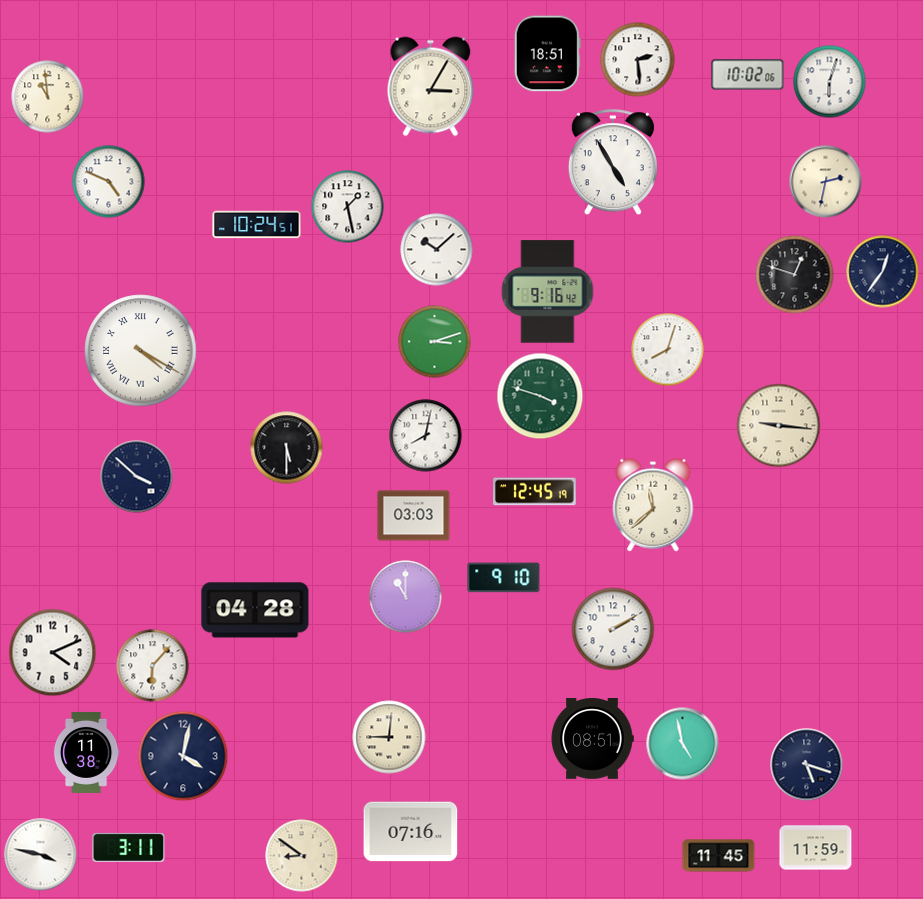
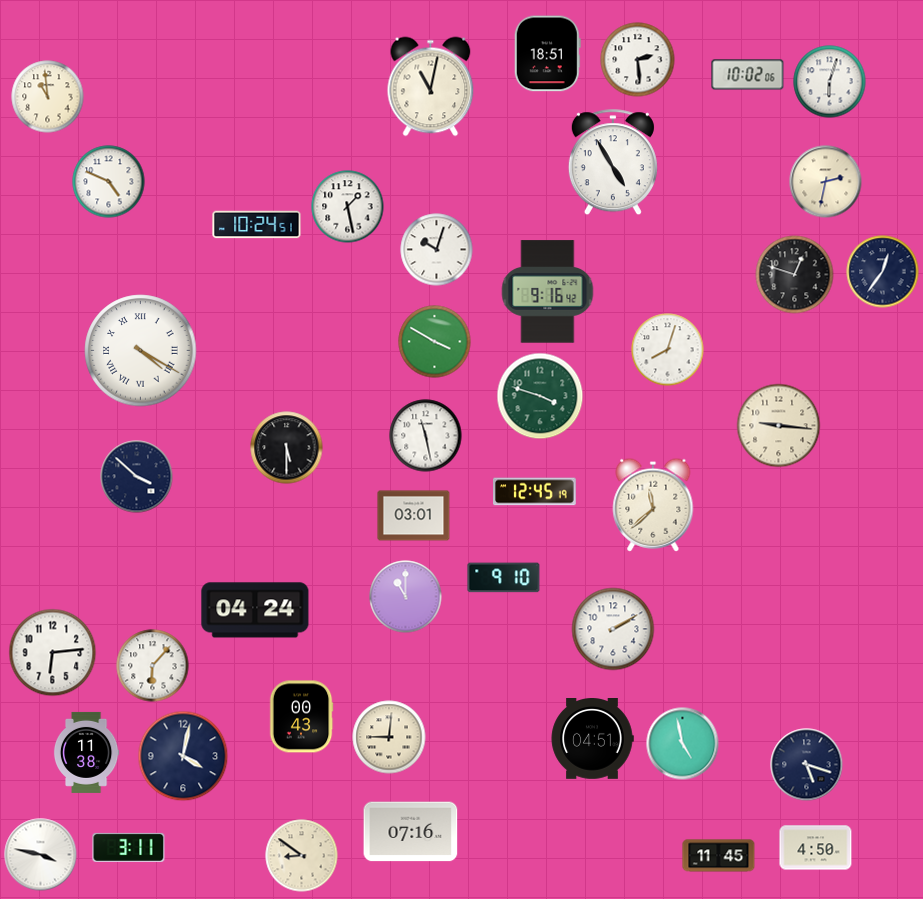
clock at (431, 87): 3:05 -> 11:02
clock at (437, 250): 10:08 -> 10:03
clock at (435, 342): 3:12 -> 3:50
clock at (426, 436): 8:02 -> 11:28
clock at (414, 516): 03:03 -> 03:01
clock at (255, 610): 04:28 -> 04:24
clock at (53, 653): 4:11 -> 6:14
clock at (301, 717): none -> 00:43
clock at (592, 739): 08:51 -> 04:51
clock at (816, 848): 11:59 -> 4:50
